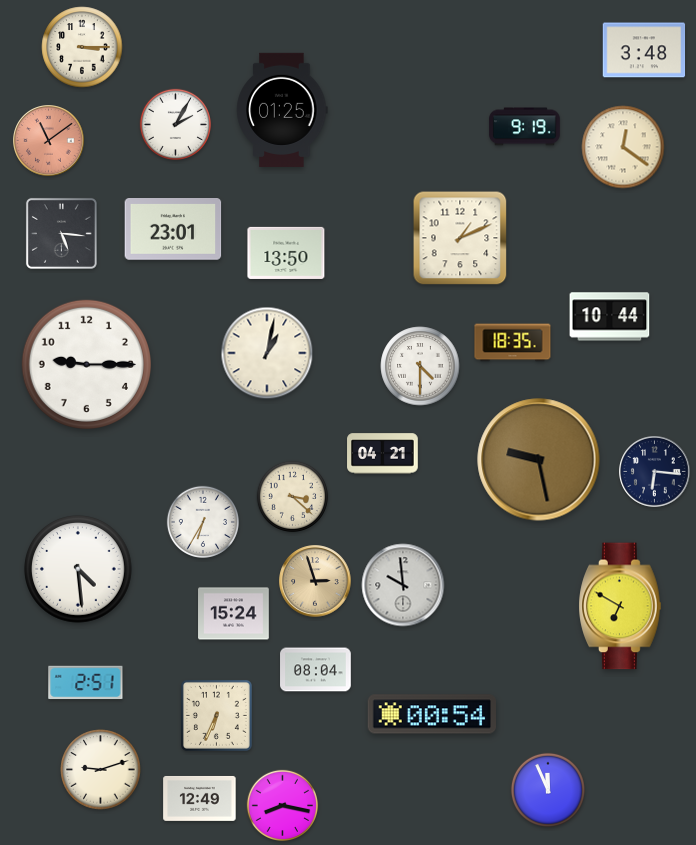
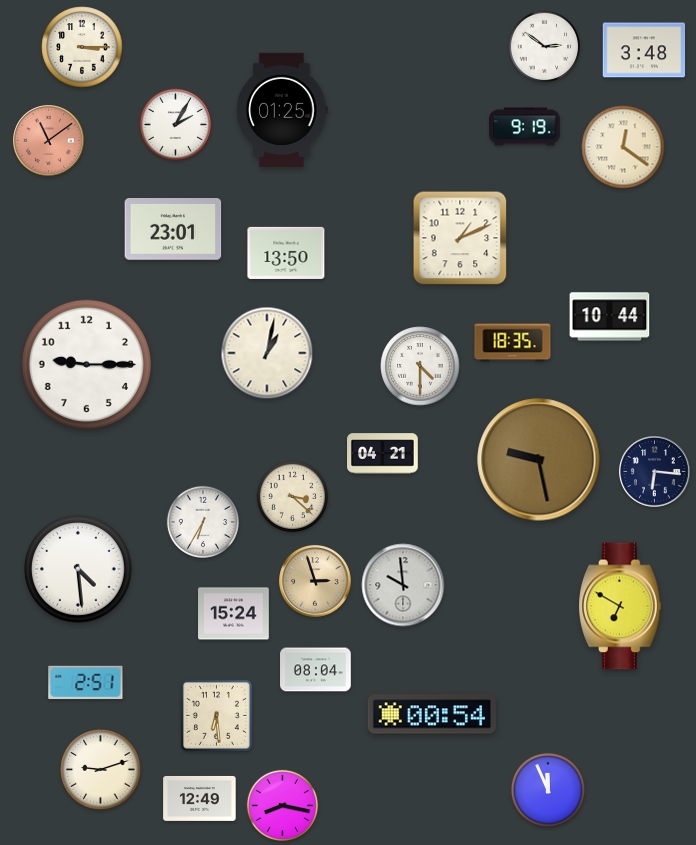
clock at (545, 47): none -> 2:51
clock at (61, 233): 5:16 -> none
clock at (216, 715): 6:34 -> 6:29
